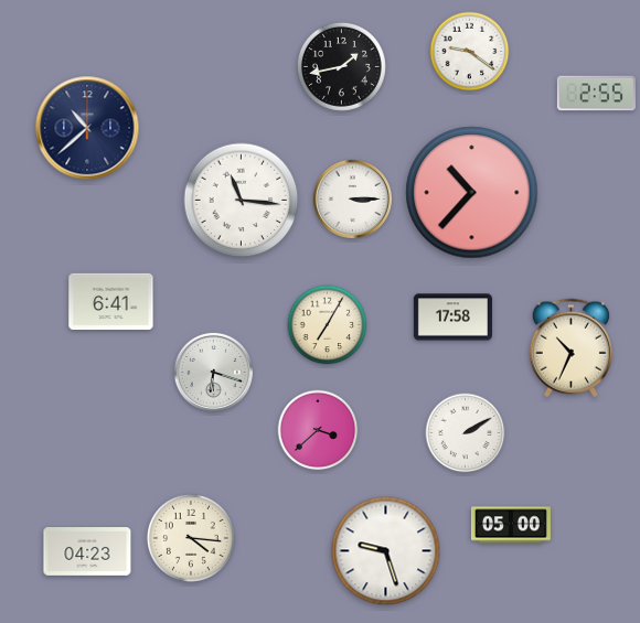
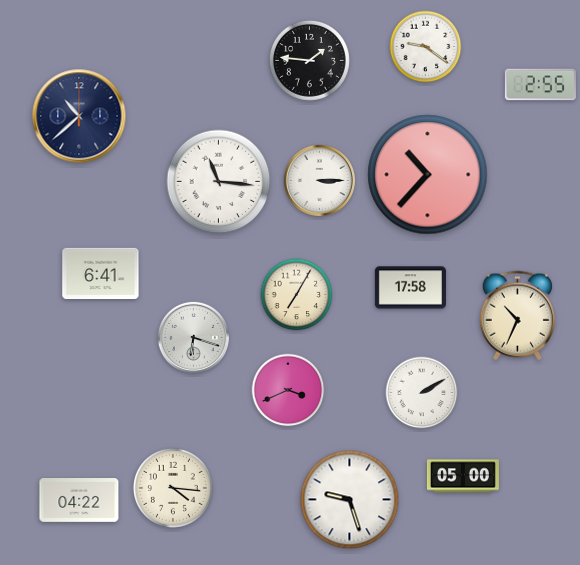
clock at (341, 66): 1:43 -> 1:46
clock at (318, 430): 3:38 -> 3:41
clock at (87, 552): 04:23 -> 04:22
